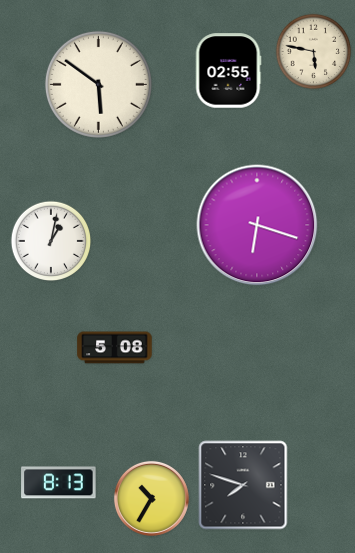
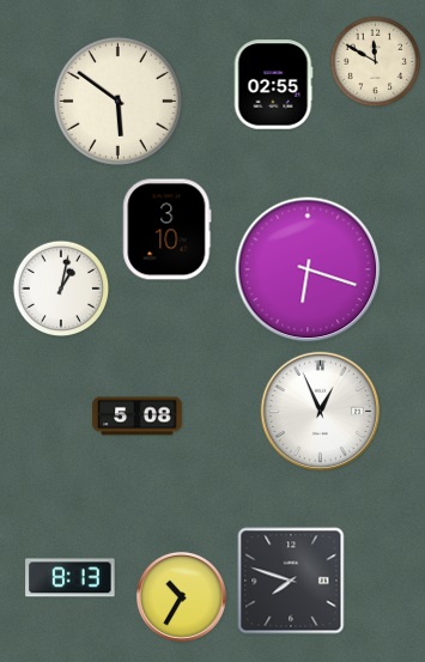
clock at (314, 52): 5:47 -> 11:50
clock at (168, 230): none -> 3:10
clock at (320, 411): none -> 12:56
